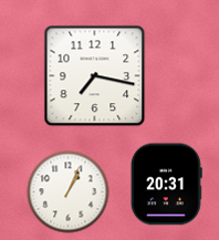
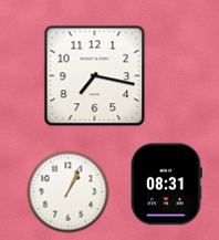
clock at (167, 185): 20:31 -> 08:31
